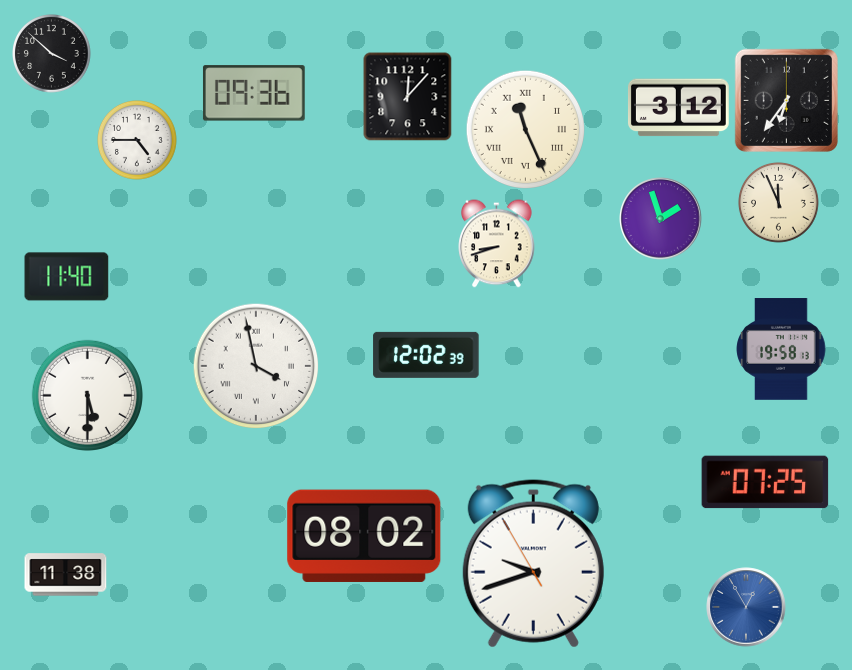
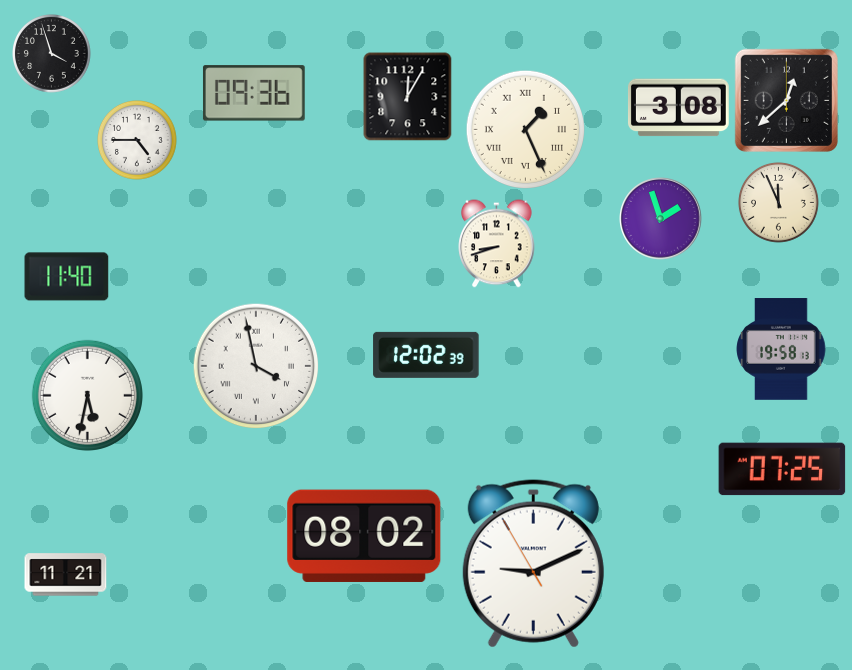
clock at (52, 54): 3:52 -> 3:57
clock at (408, 97): 12:07 -> 12:05
clock at (786, 100): 6:36 -> 12:38
clock at (678, 108): 3:12 -> 3:08
clock at (525, 129): 11:26 -> 1:26
clock at (87, 395): 5:30 -> 5:32
clock at (765, 482) position: (765, 482) -> (782, 469)
clock at (533, 564): 9:41 -> 9:10
clock at (66, 575): 11:38 -> 11:21
clock at (746, 607): 12:55 -> none
